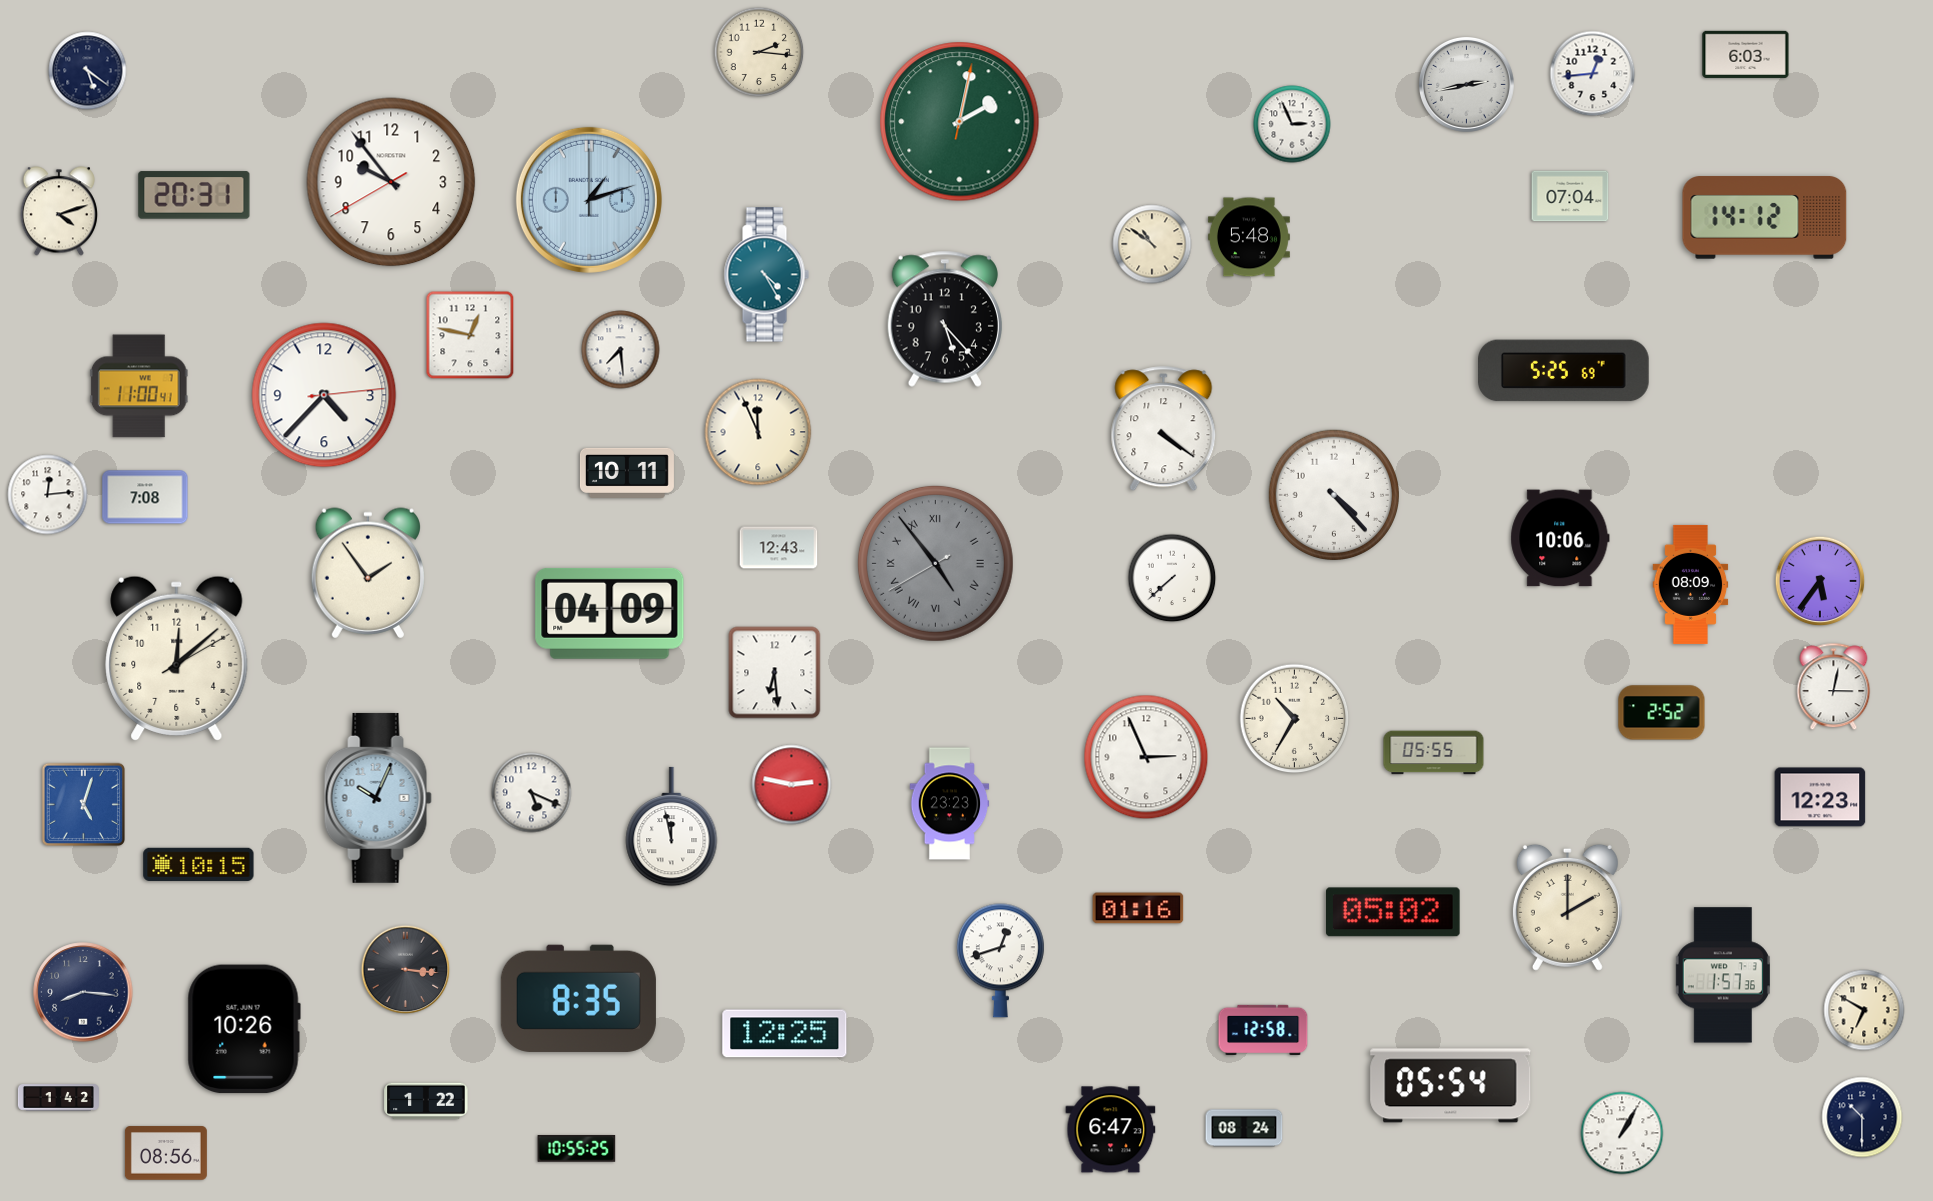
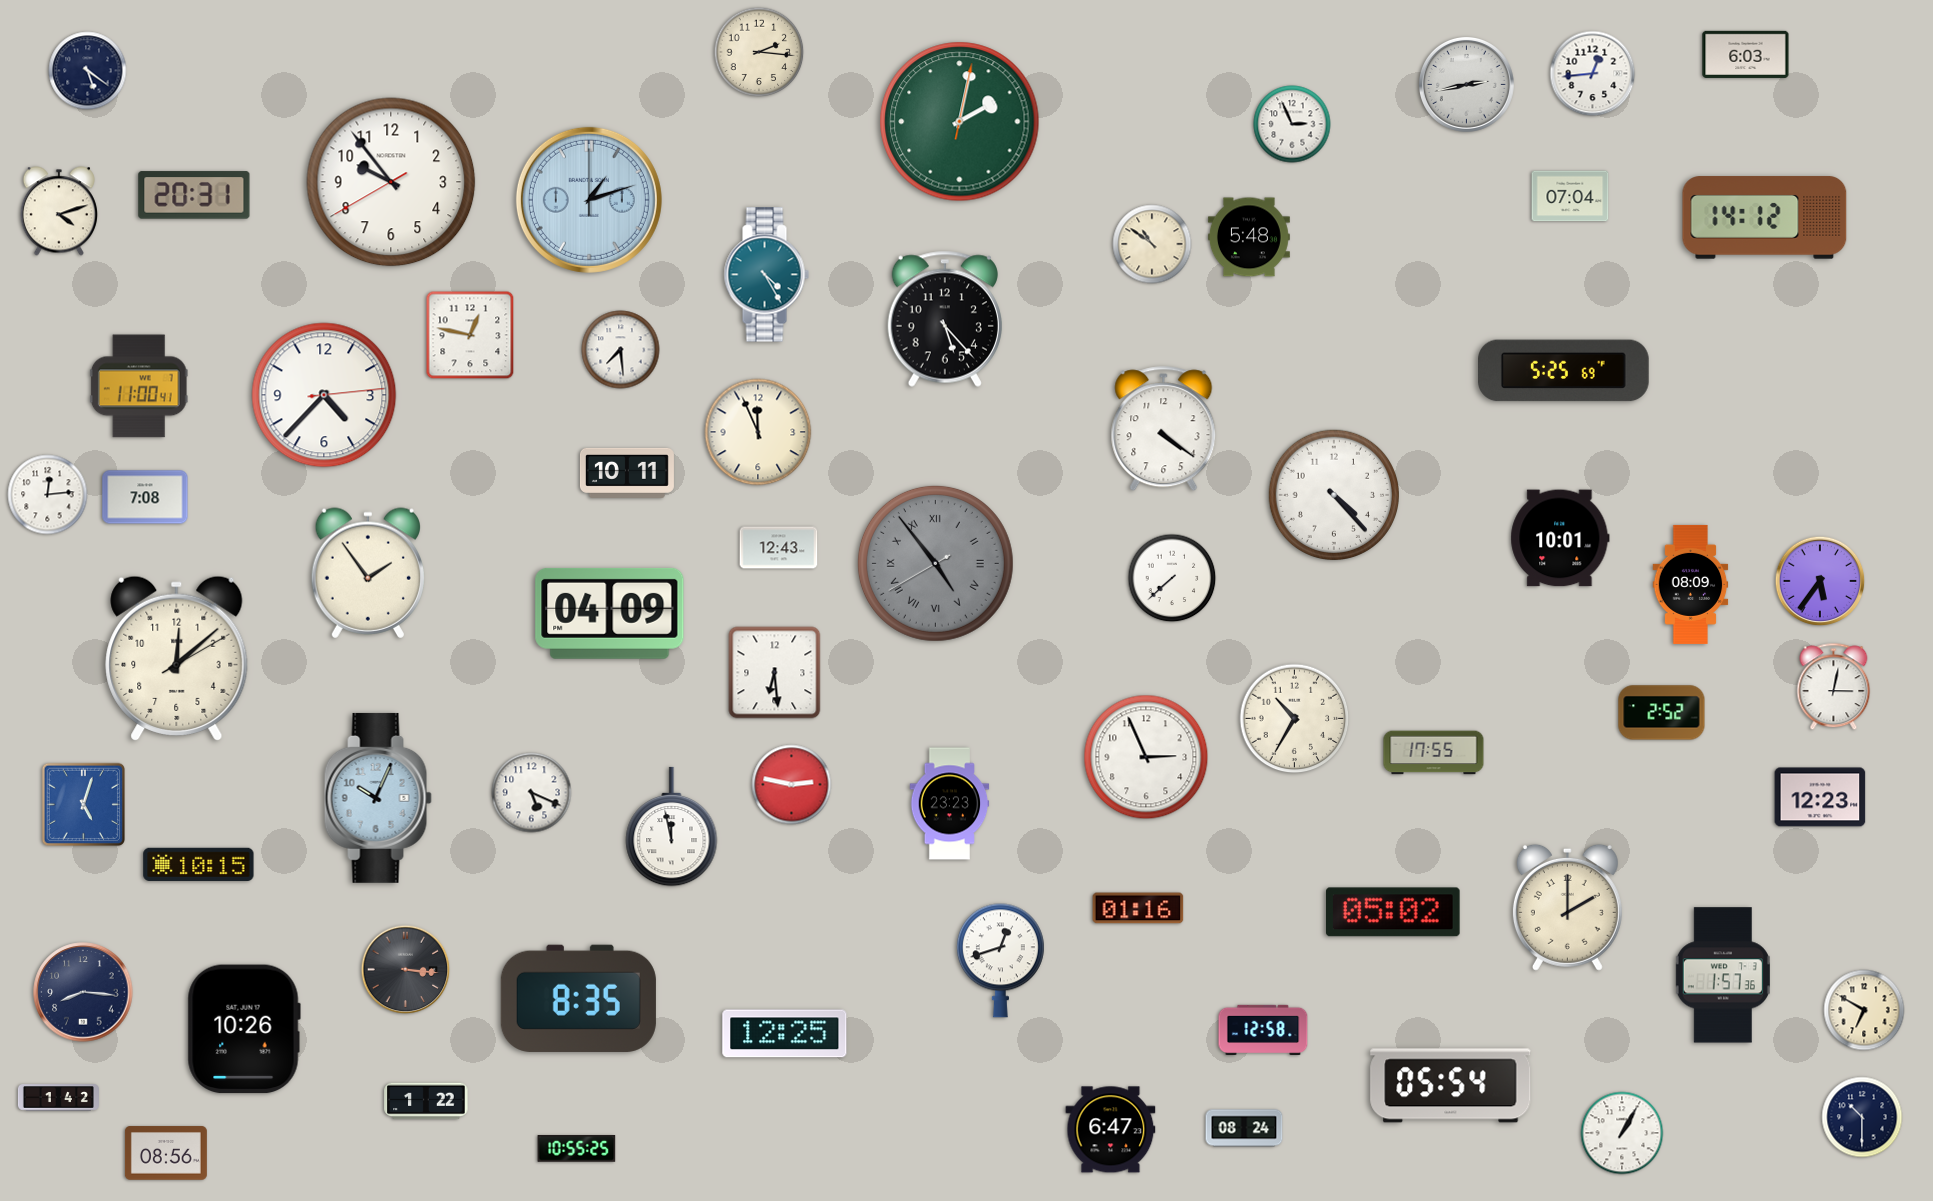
clock at (1560, 538): 10:06 -> 10:01
clock at (1434, 753): 05:55 -> 17:55
